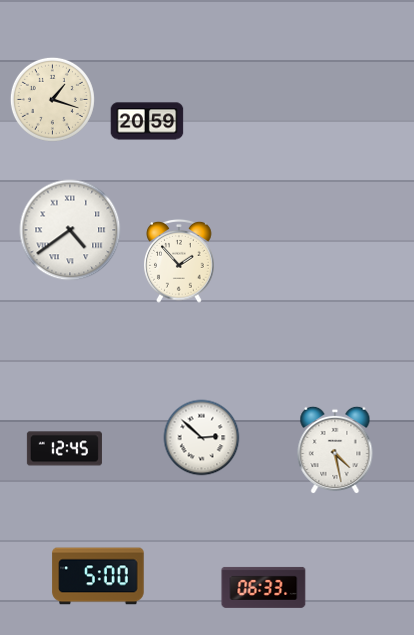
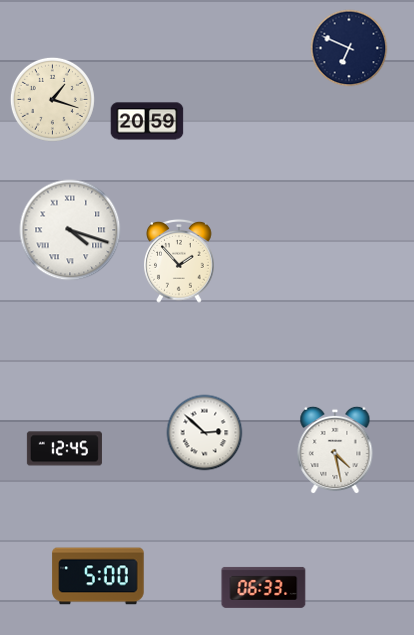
clock at (349, 48): none -> 6:49
clock at (70, 230): 4:39 -> 4:18
clock at (202, 438) position: (202, 438) -> (205, 433)
